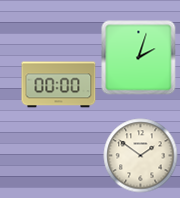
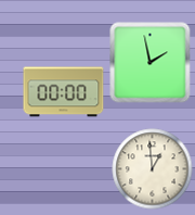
clock at (139, 58): 2:03 -> 1:58
clock at (141, 156): 1:51 -> 12:59
